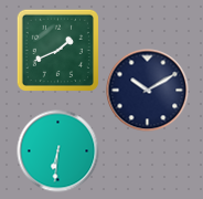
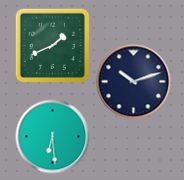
clock at (148, 91): 10:10 -> 10:12
clock at (58, 151): 6:31 -> 6:29
